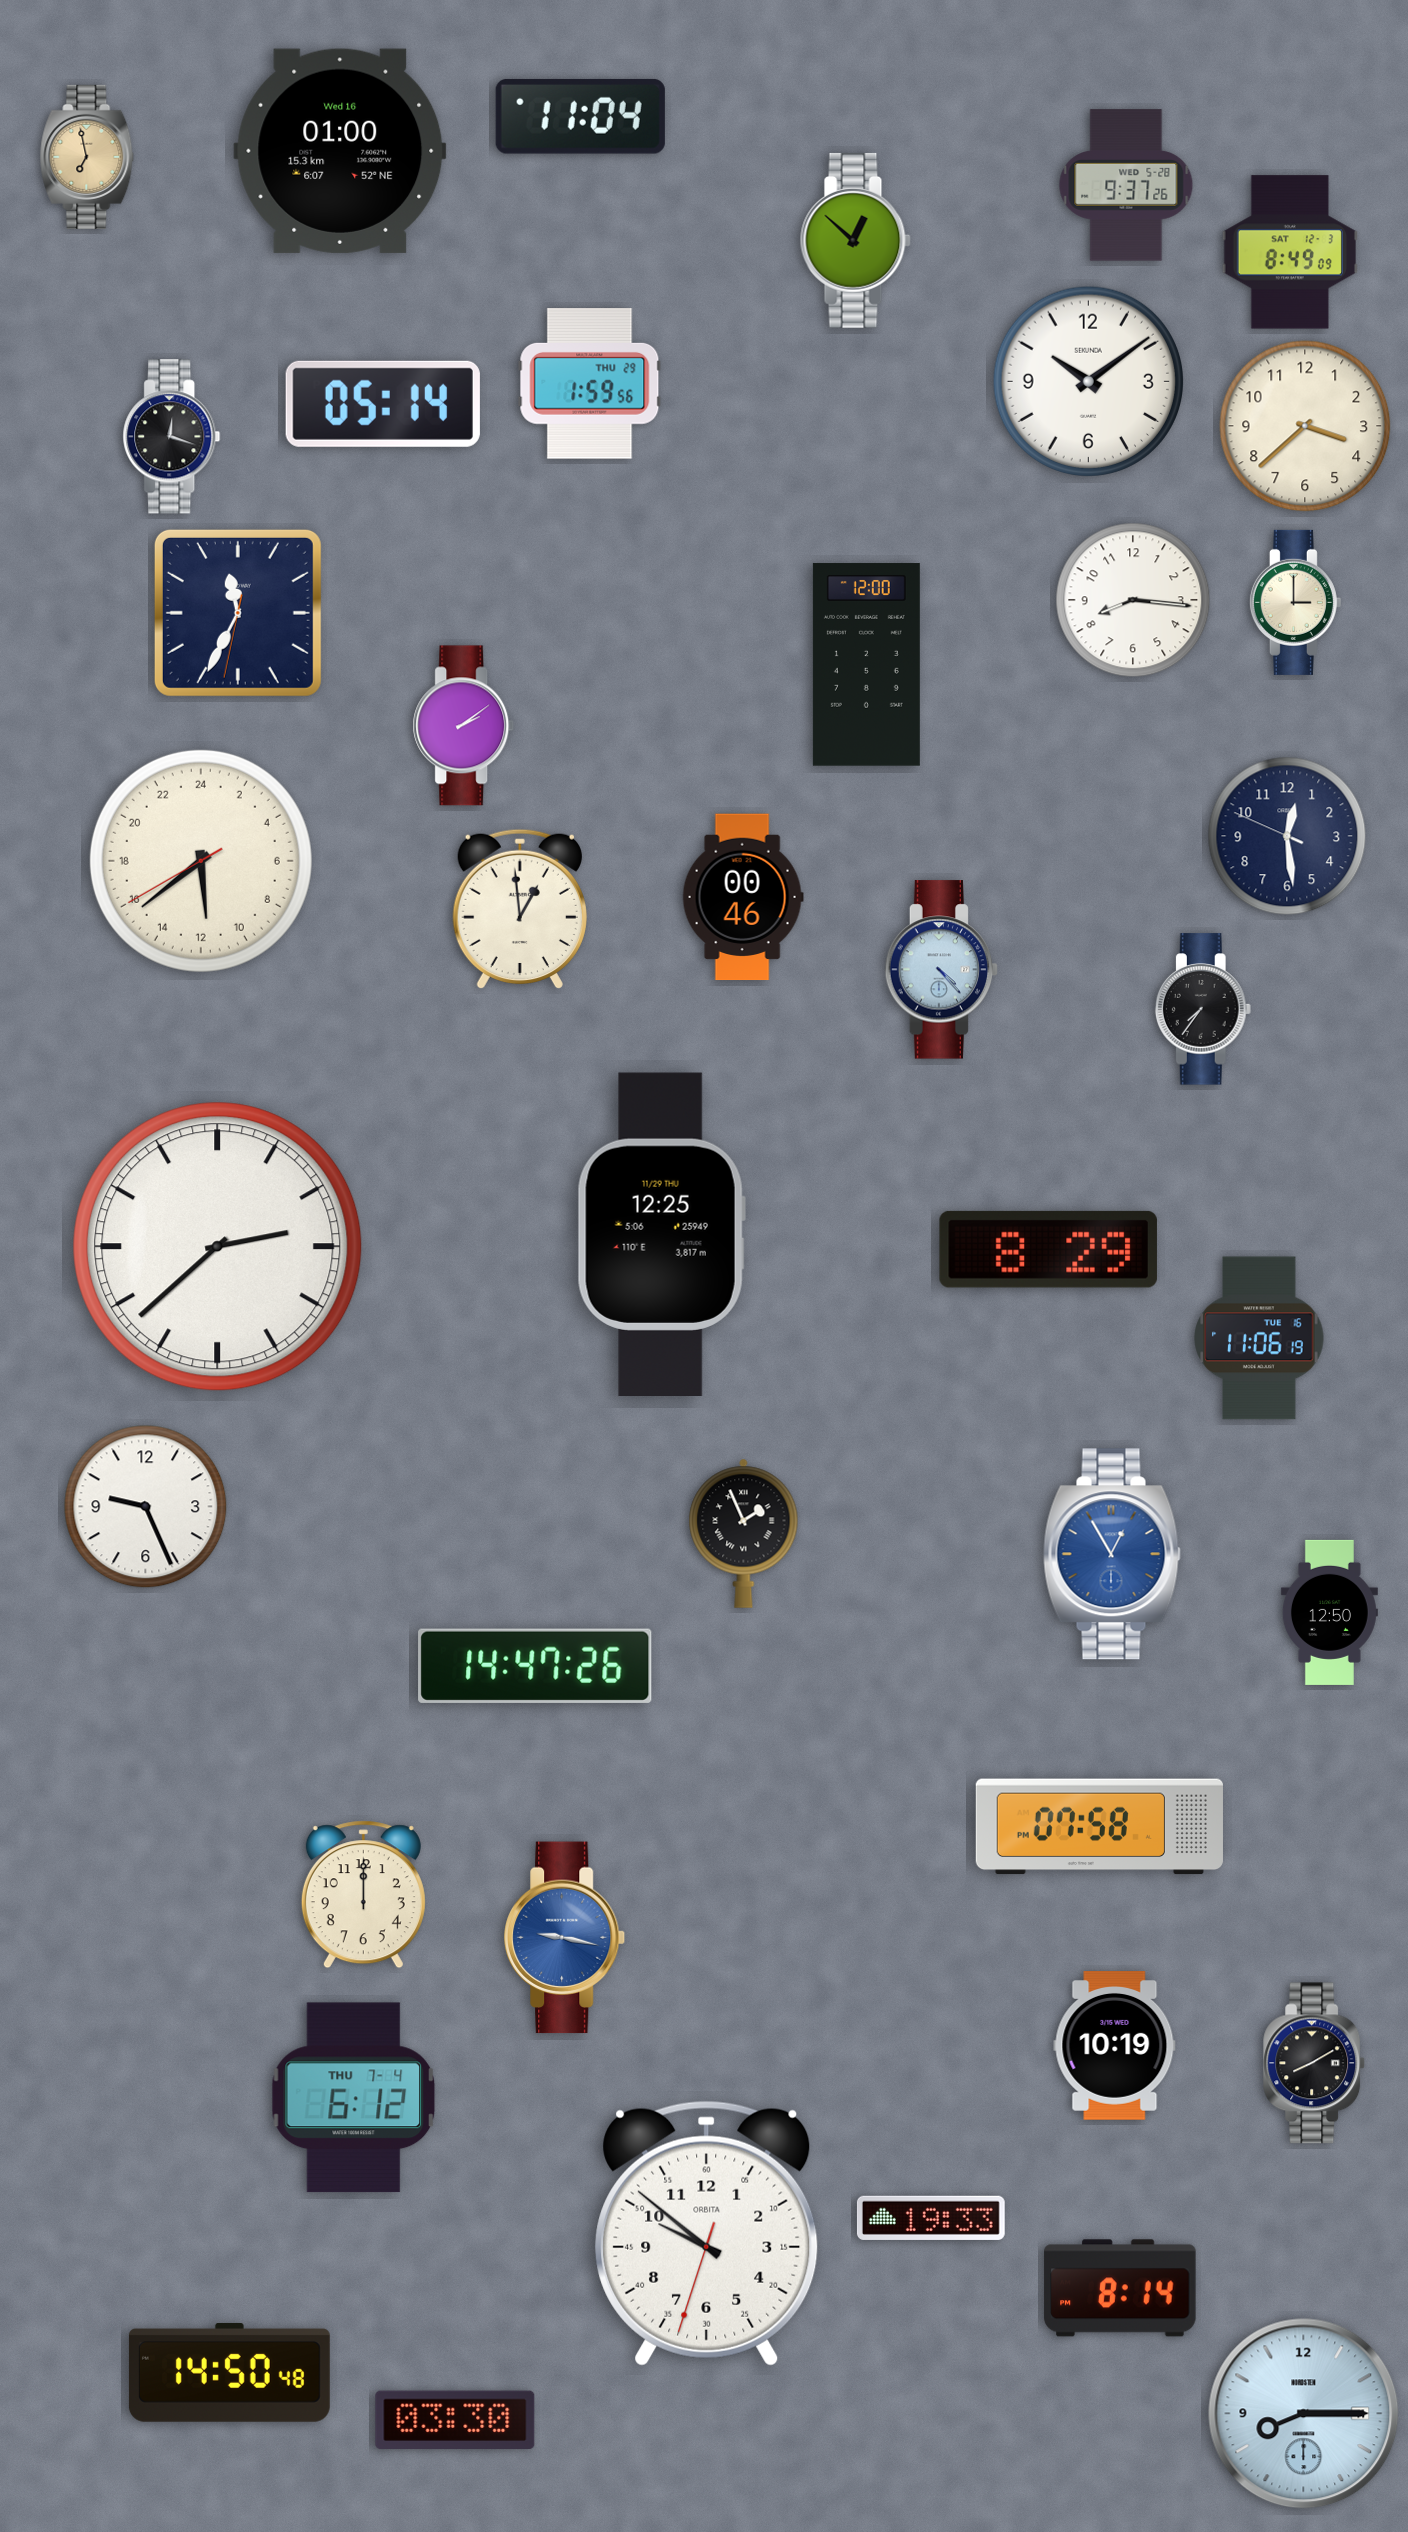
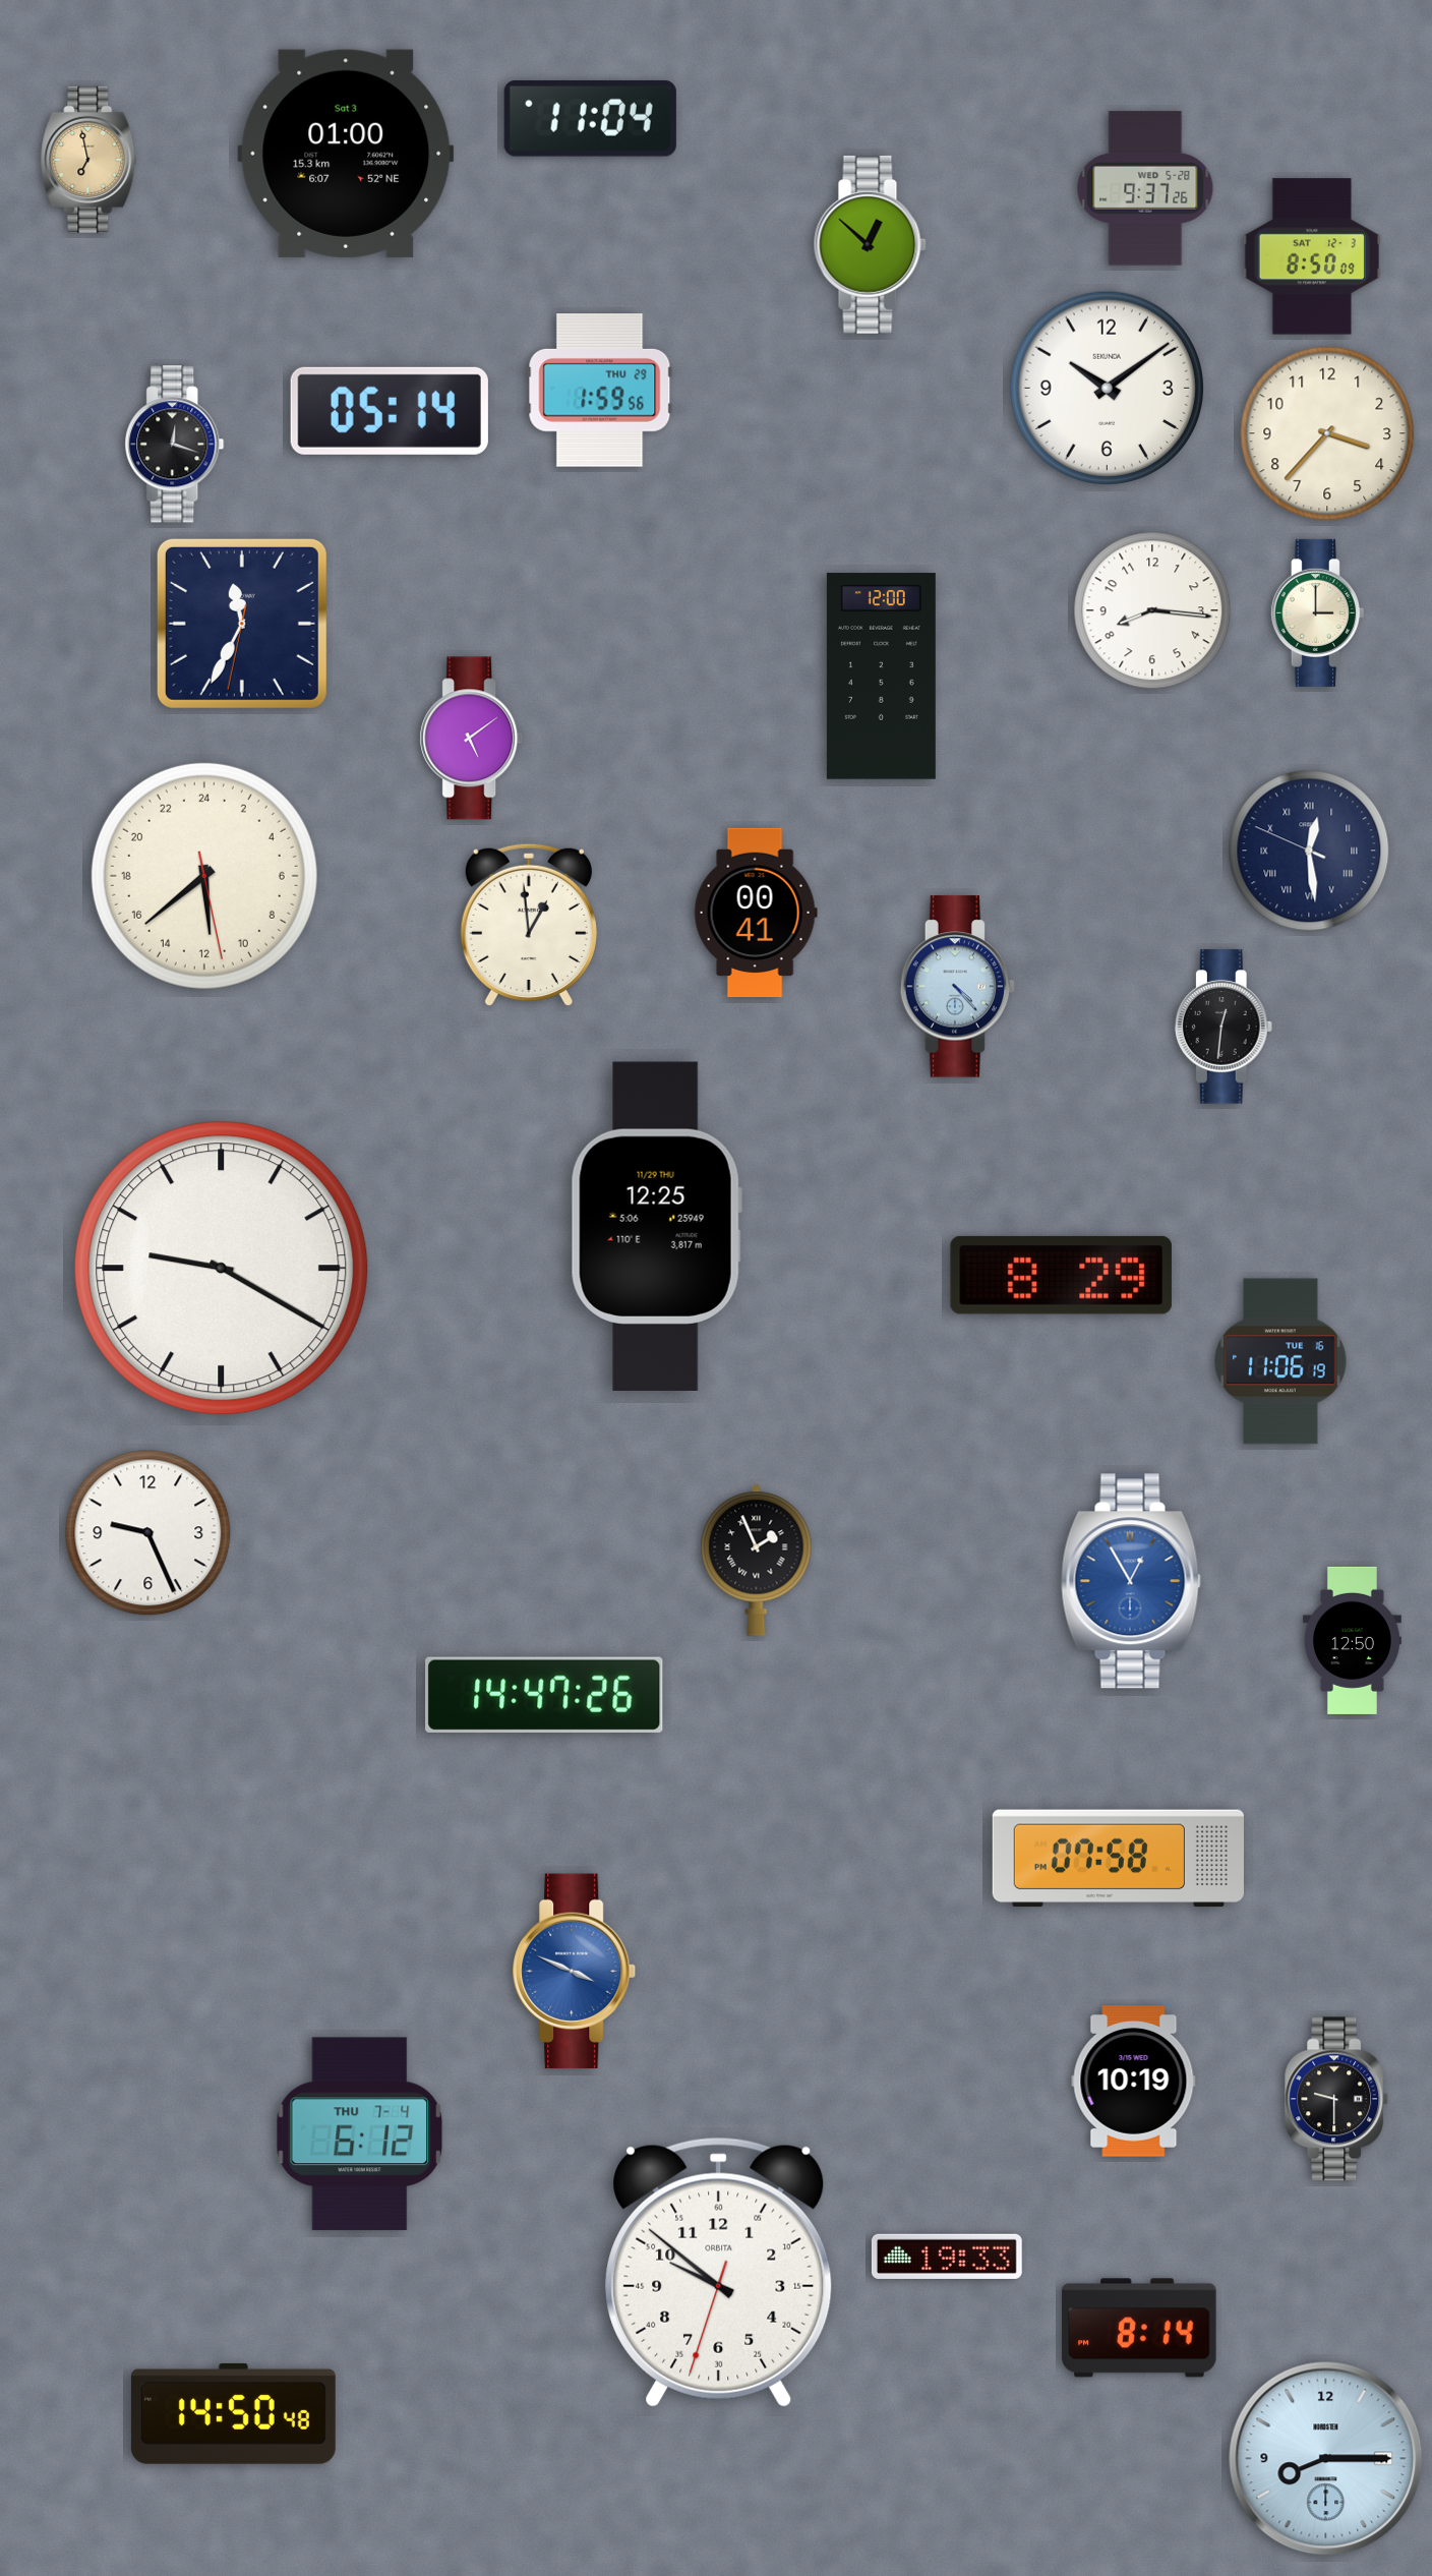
clock at (340, 151) date: Wed 16 -> Sat 3
clock at (1289, 252): 8:49 -> 8:50
clock at (1305, 426): 3:38 -> 3:37
clock at (464, 726): 2:09 -> 5:09
clock at (1287, 836) numerals: Arabic -> Roman
clock at (201, 861): 11:38:40 -> 11:38:28
clock at (743, 897): 00:46 -> 00:41
clock at (1203, 1009): 7:36 -> 12:31
clock at (661, 1234) position: (661, 1234) -> (656, 1226)
clock at (218, 1247): 2:38 -> 9:20
clock at (1048, 1249) position: (1048, 1249) -> (1061, 1275)
clock at (363, 1895): 12:00 -> none
clock at (565, 1938): 9:17 -> 3:49
clock at (1315, 2063): 8:10 -> 9:30
clock at (1304, 2414) position: (1304, 2414) -> (1326, 2459)
clock at (455, 2420): 03:30 -> none
